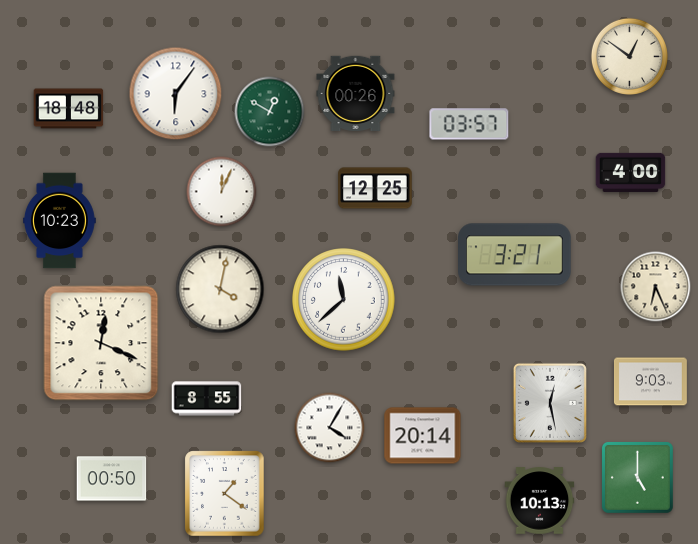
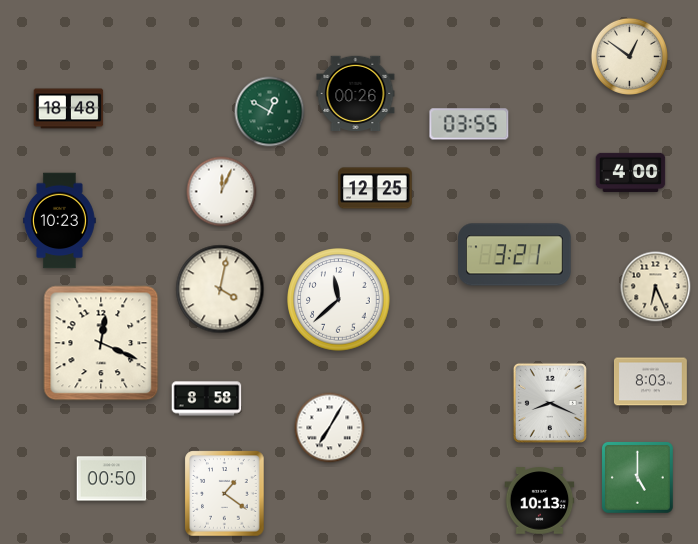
clock at (176, 94): 6:06 -> none
clock at (469, 124): 03:57 -> 03:55
clock at (344, 300) position: (344, 300) -> (339, 300)
clock at (650, 382): 9:03 -> 8:03
clock at (207, 399): 8:55 -> 8:58
clock at (550, 403): 12:28 -> 8:19
clock at (330, 428): 4:05 -> 7:05
clock at (423, 436): 20:14 -> none
